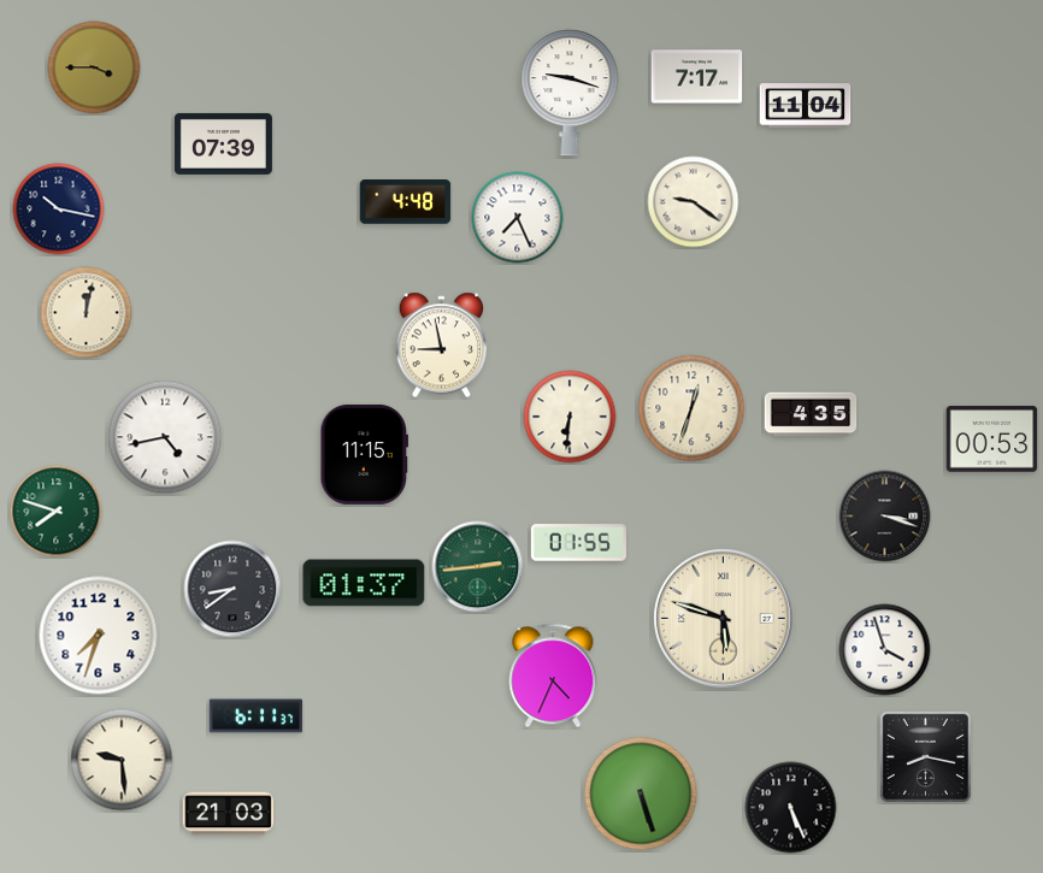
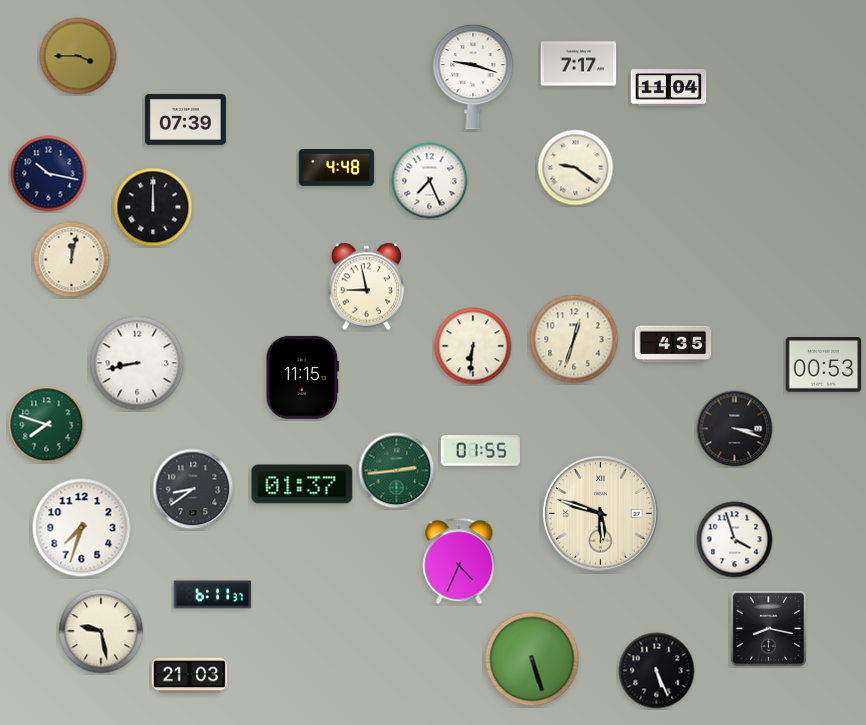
clock at (153, 207): none -> 12:00
clock at (165, 437): 4:43 -> 8:43
clock at (122, 760): 9:29 -> 9:28
